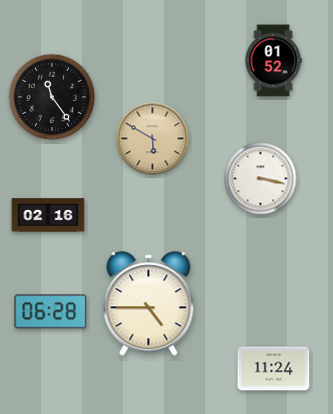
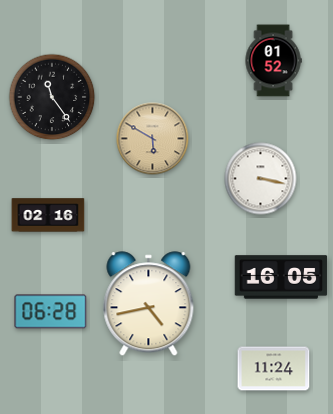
clock at (281, 277): none -> 16:05
clock at (149, 304): 4:45 -> 4:43
